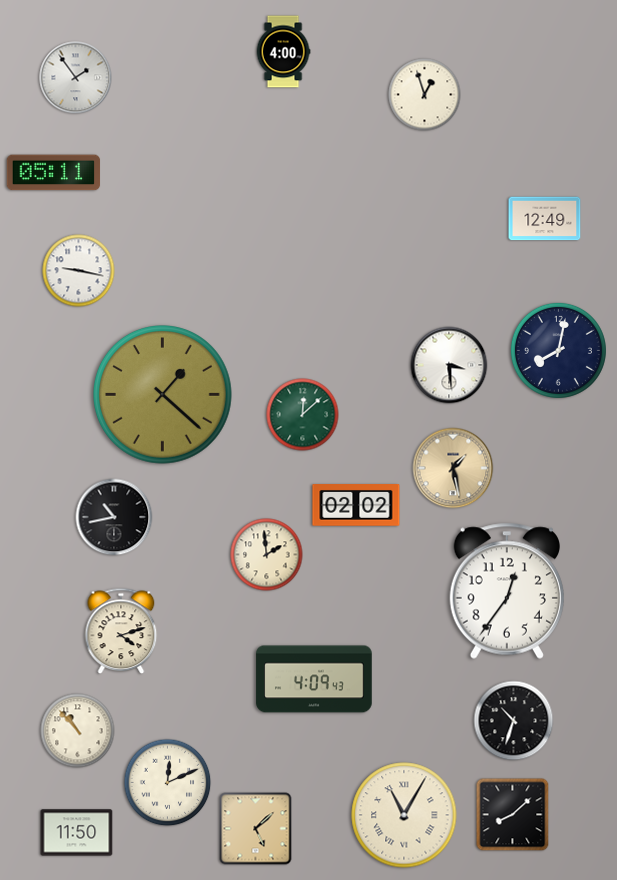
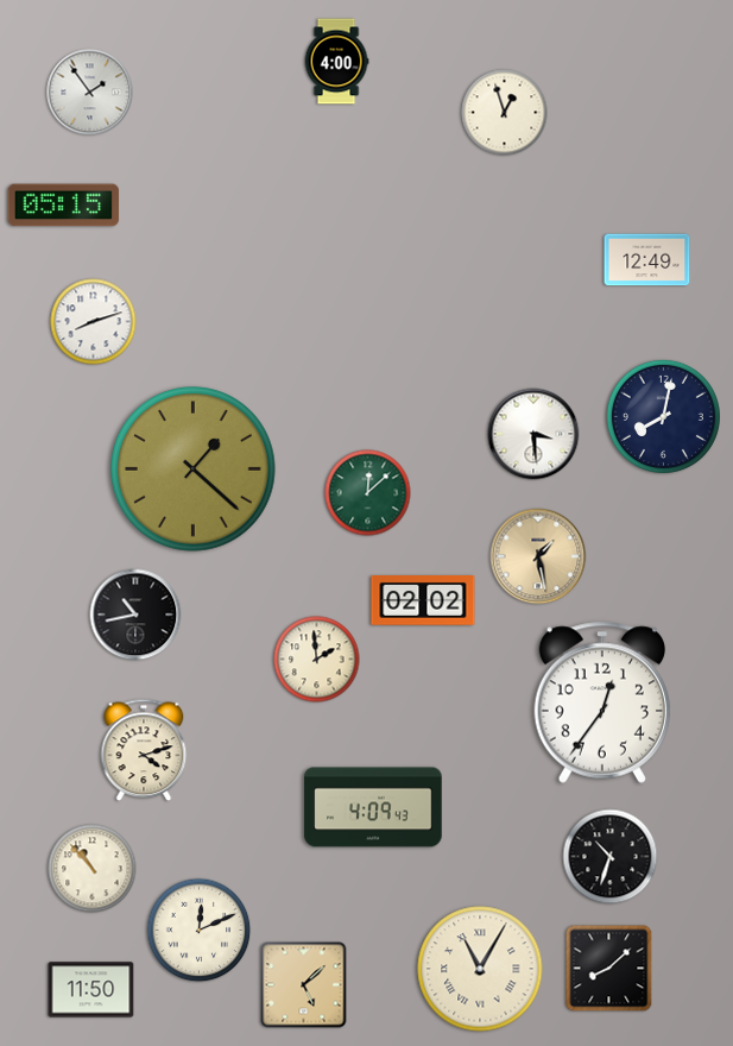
clock at (54, 173): 05:11 -> 05:15
clock at (79, 271): 9:17 -> 8:12
clock at (303, 415) position: (303, 415) -> (368, 493)
